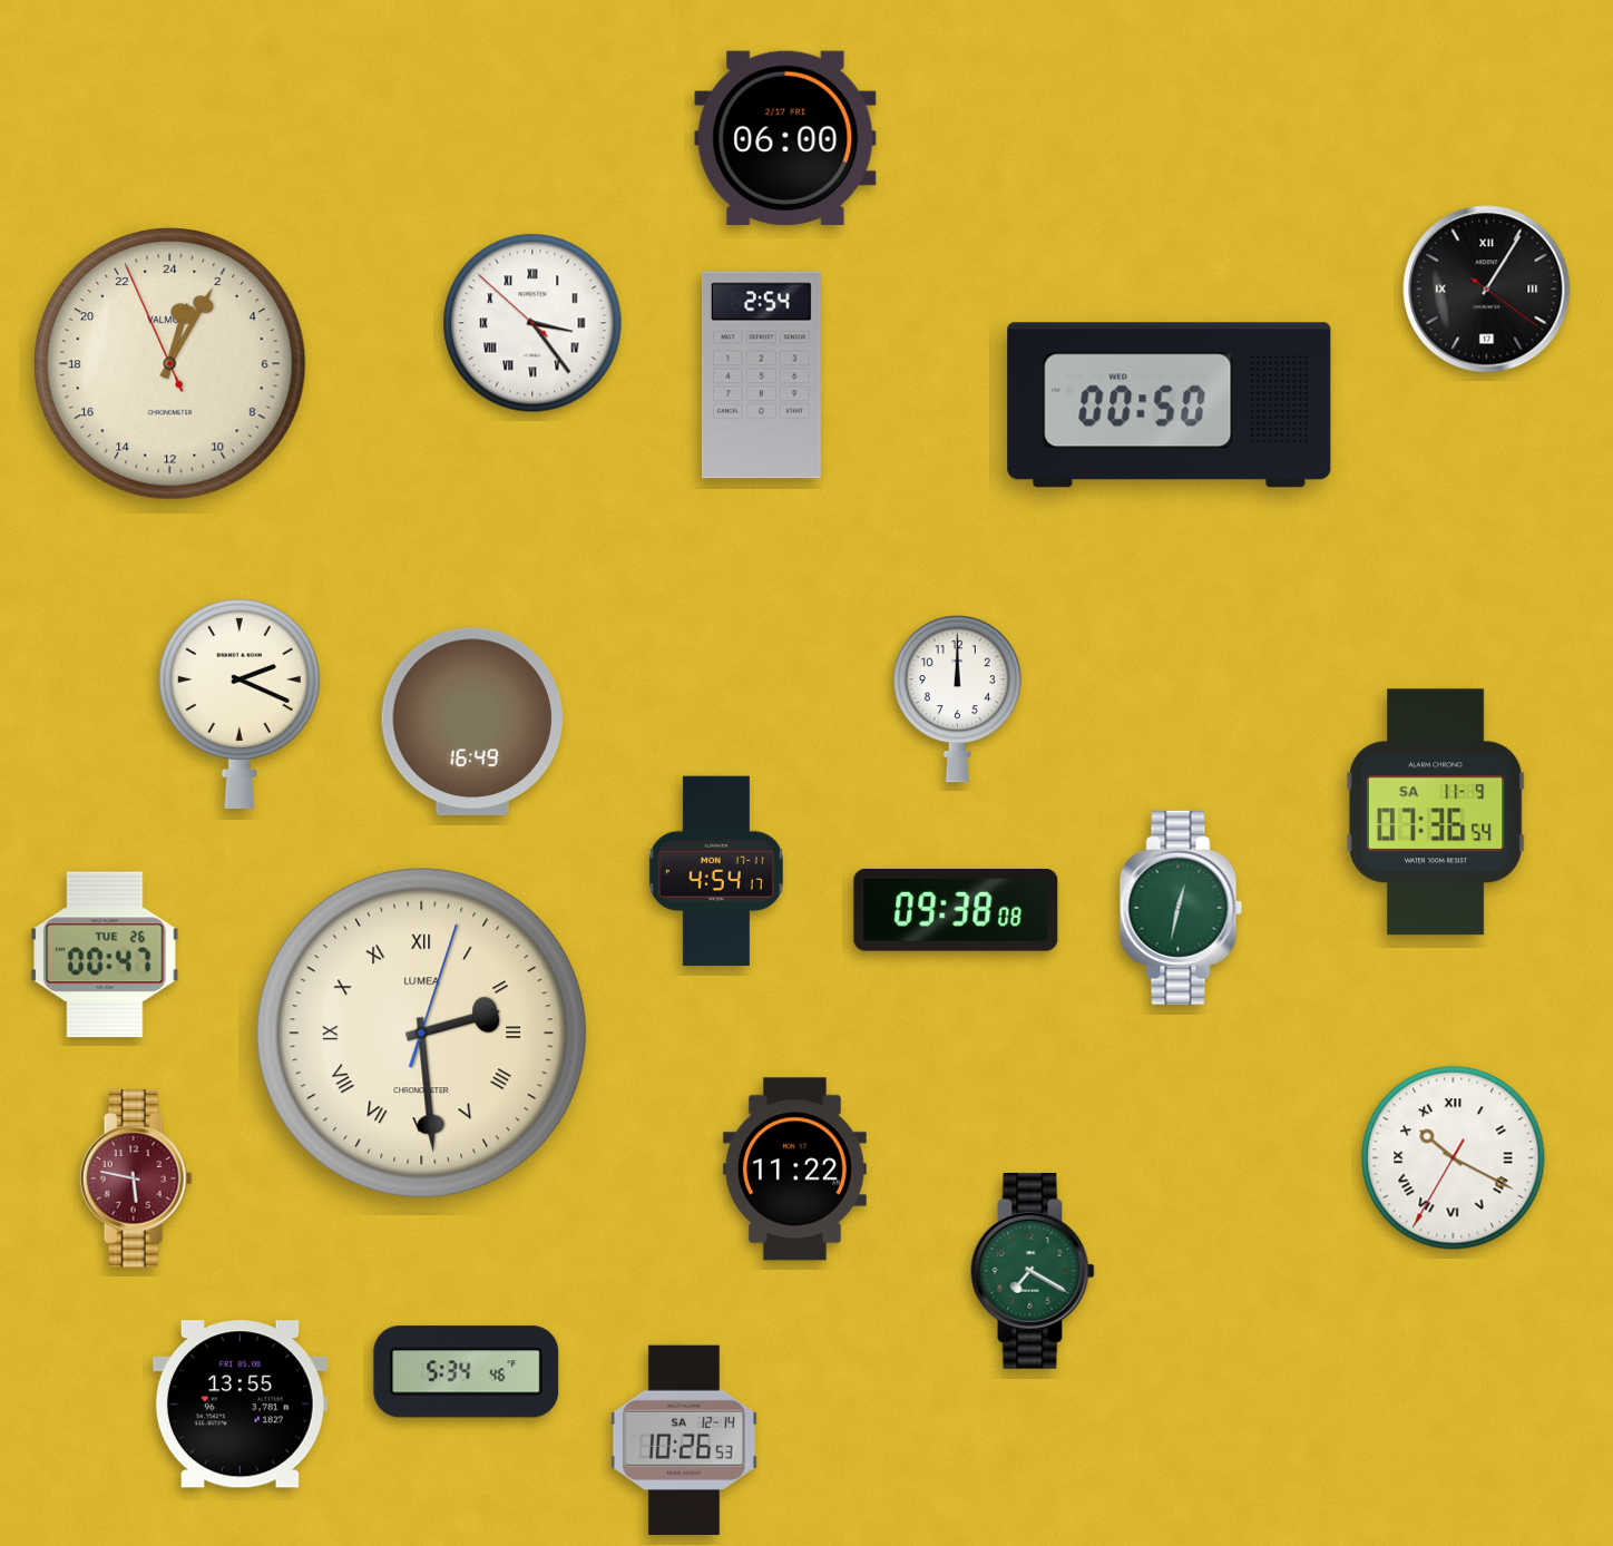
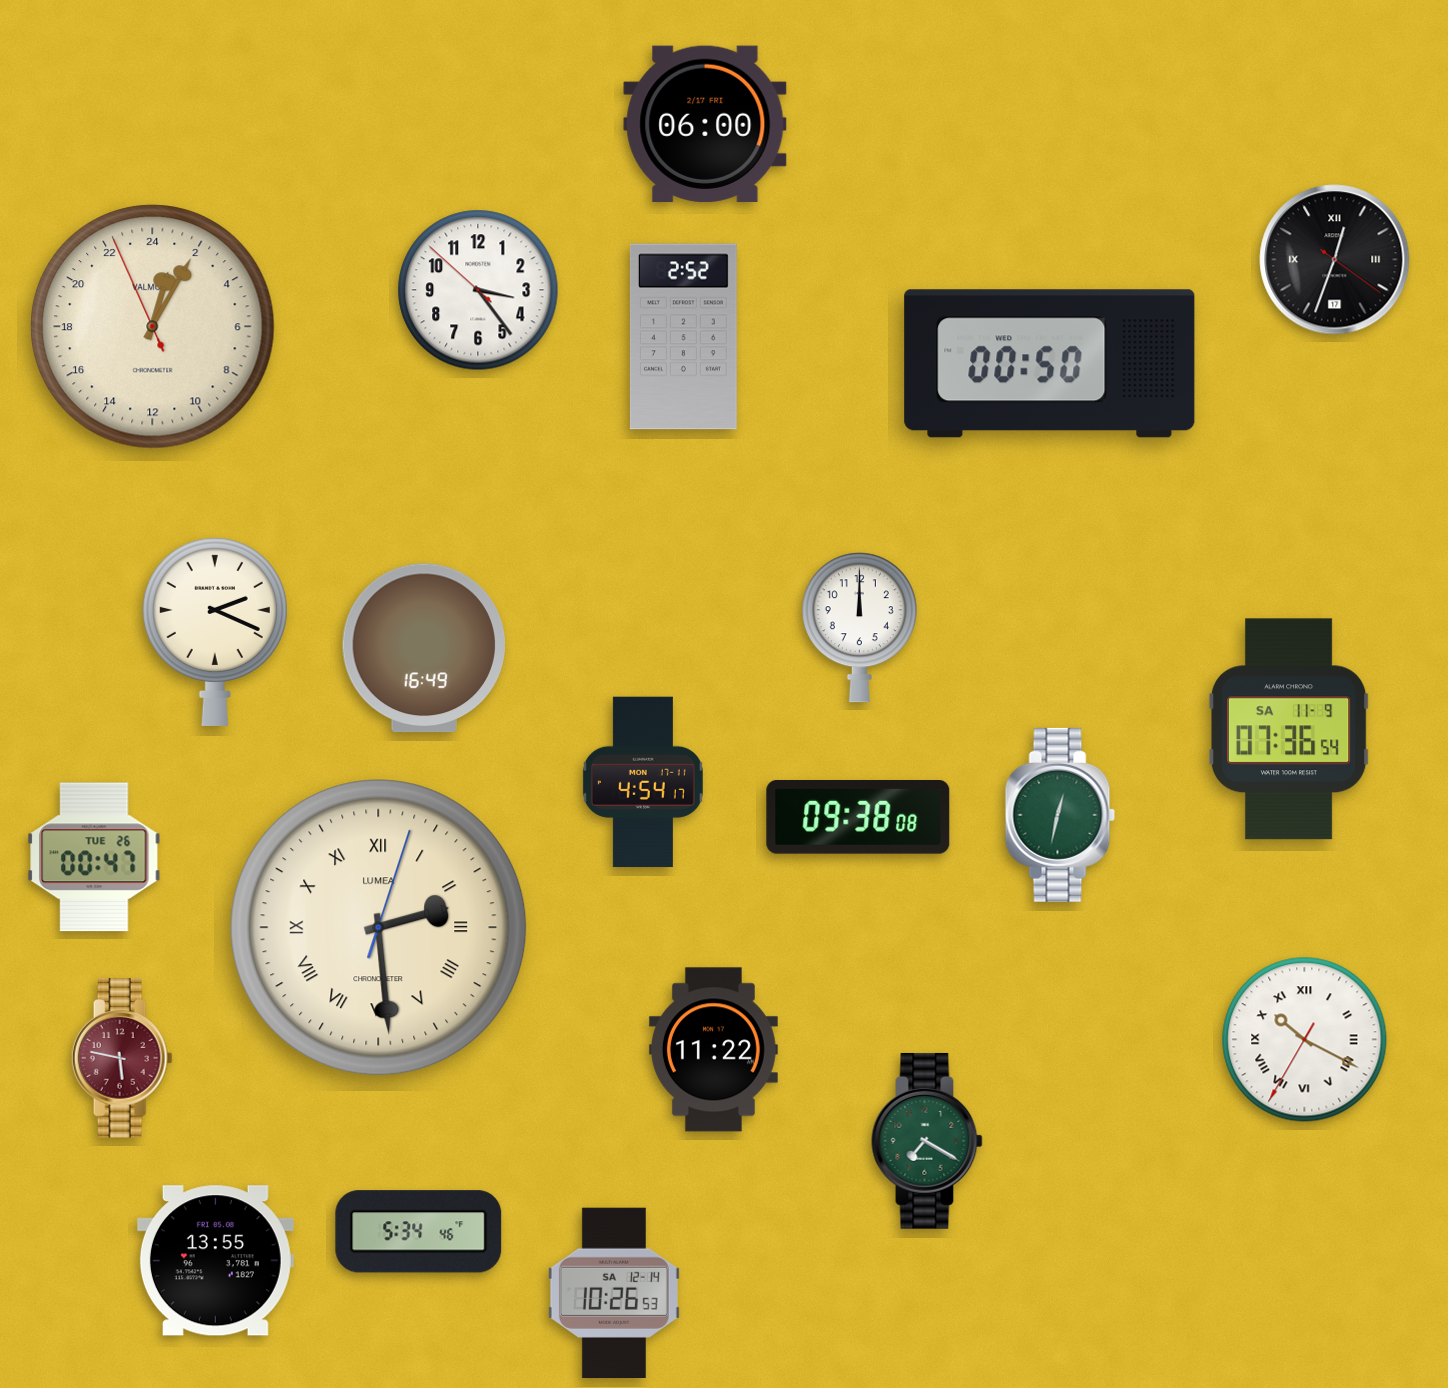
clock at (1487, 290): 1:05 -> 12:33
clock at (532, 323) numerals: Roman -> Arabic
clock at (761, 375): 2:54 -> 2:52
